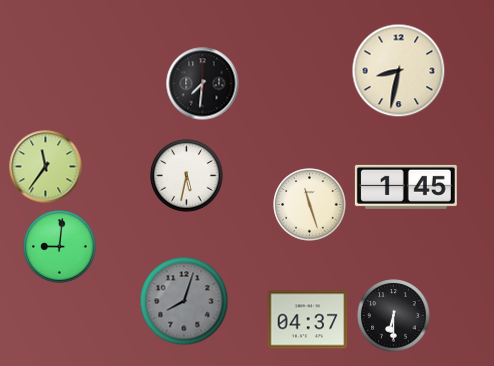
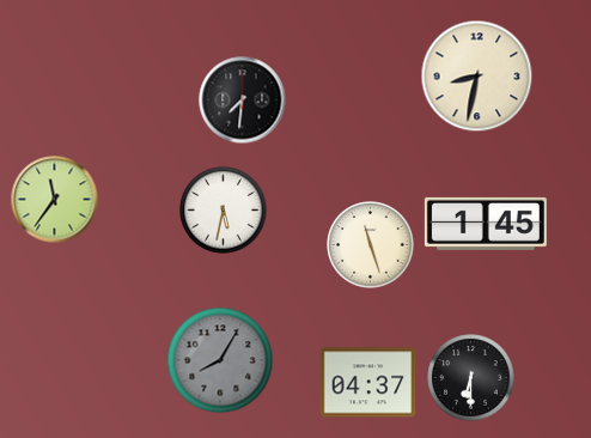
clock at (399, 71) position: (399, 71) -> (477, 77)
clock at (60, 247): 9:01 -> none
clock at (184, 301): 8:03 -> 8:05
